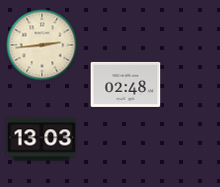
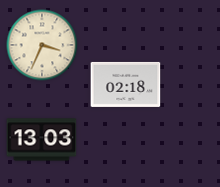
clock at (42, 45): 2:44 -> 3:34
clock at (126, 84): 02:48 -> 02:18
